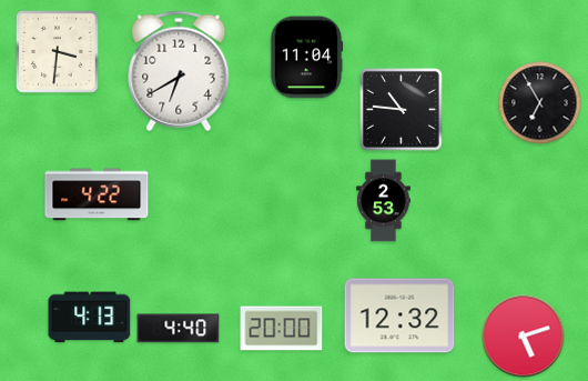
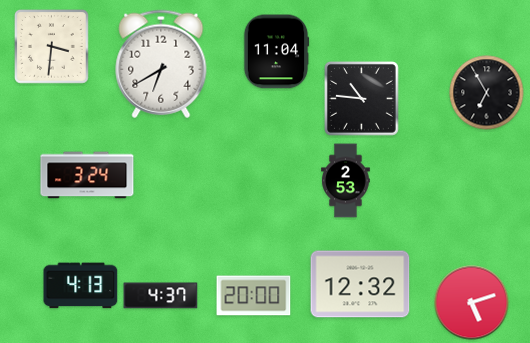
clock at (97, 194): 4:22 -> 3:24
clock at (179, 329): 4:40 -> 4:37
